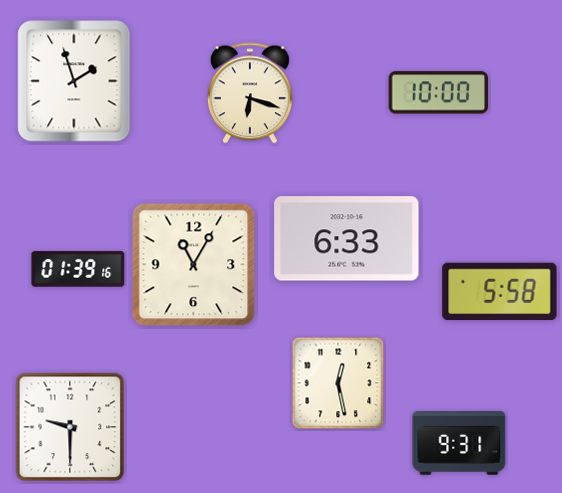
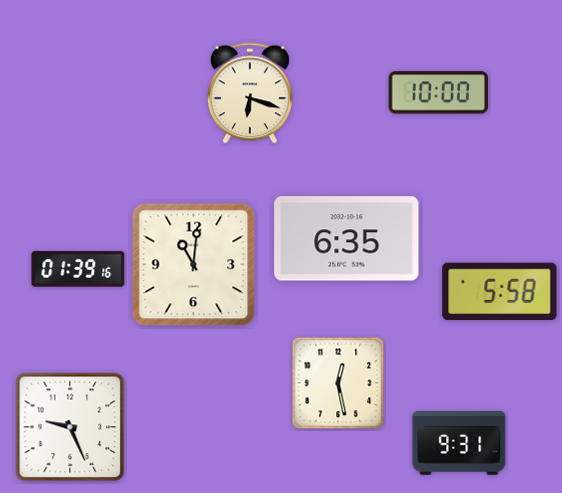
clock at (74, 81): 1:57 -> none
clock at (347, 239): 6:33 -> 6:35
clock at (194, 265): 11:05 -> 11:01
clock at (70, 427): 9:30 -> 9:26
